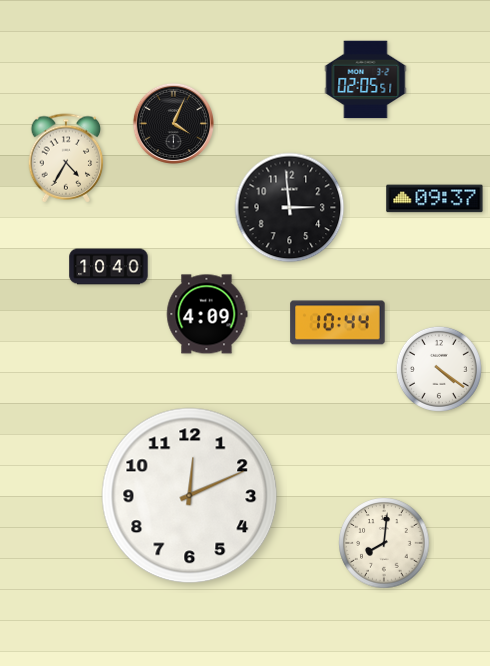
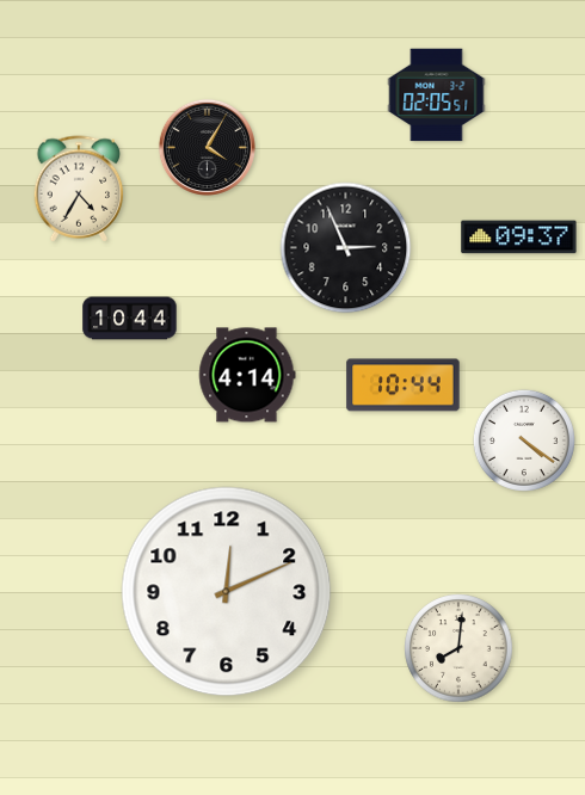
clock at (173, 123): 4:04 -> 4:05
clock at (290, 208): 2:59 -> 2:56
clock at (109, 267): 10:40 -> 10:44
clock at (207, 314): 4:09 -> 4:14
